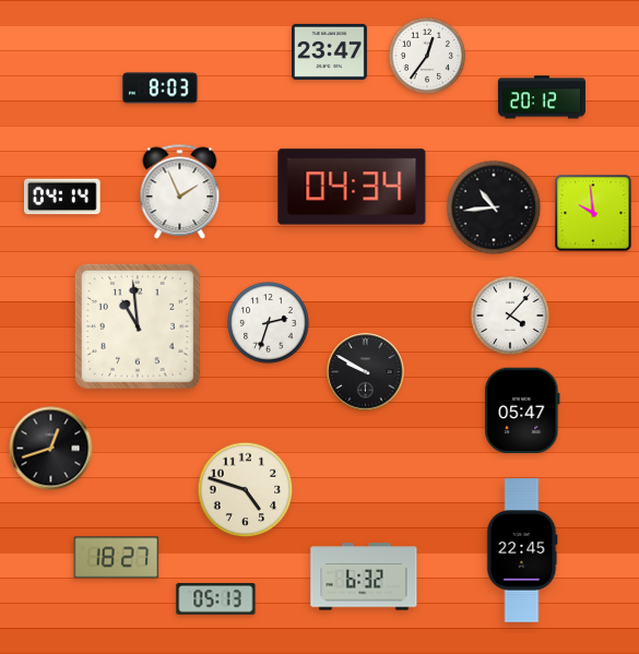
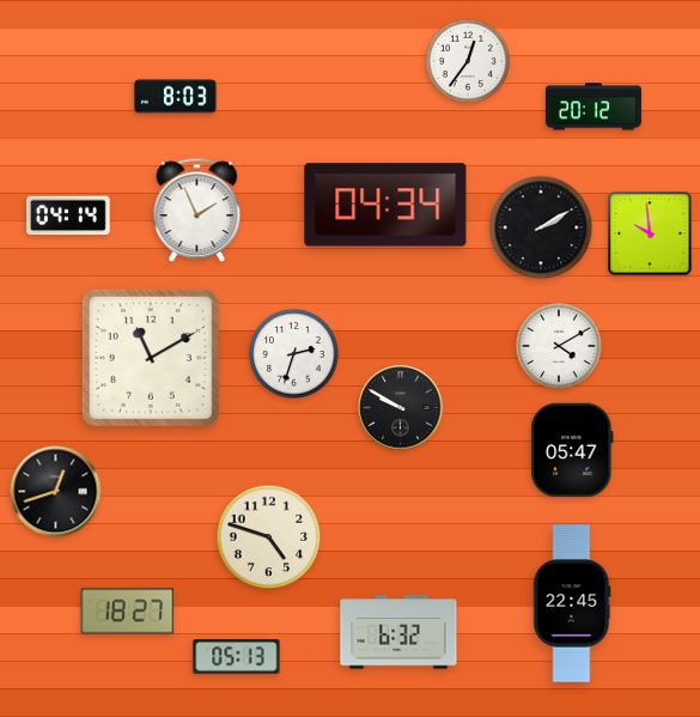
clock at (330, 51): 23:47 -> none
clock at (494, 207): 10:44 -> 2:10
clock at (511, 317): 4:07 -> 4:10
clock at (138, 326): 10:59 -> 11:10
